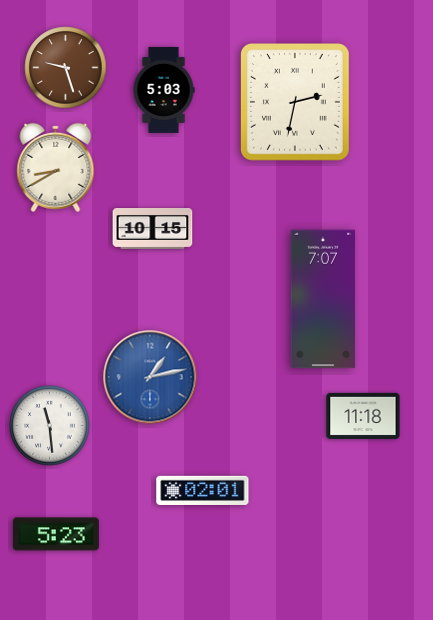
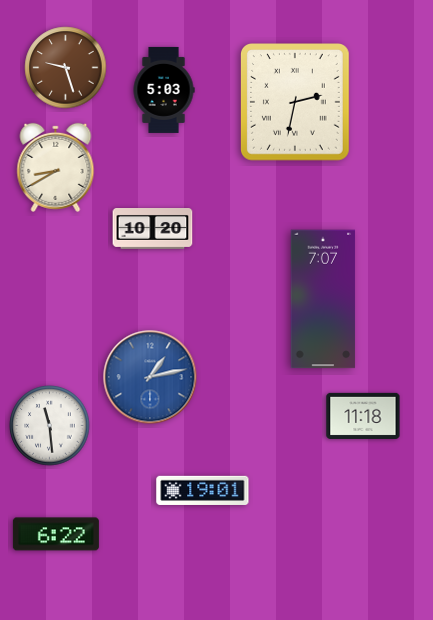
clock at (153, 229): 10:15 -> 10:20
clock at (203, 490): 02:01 -> 19:01
clock at (56, 534): 5:23 -> 6:22
